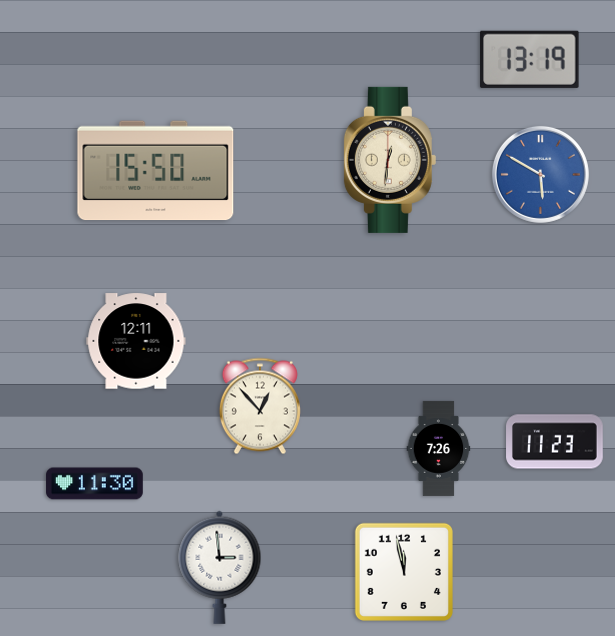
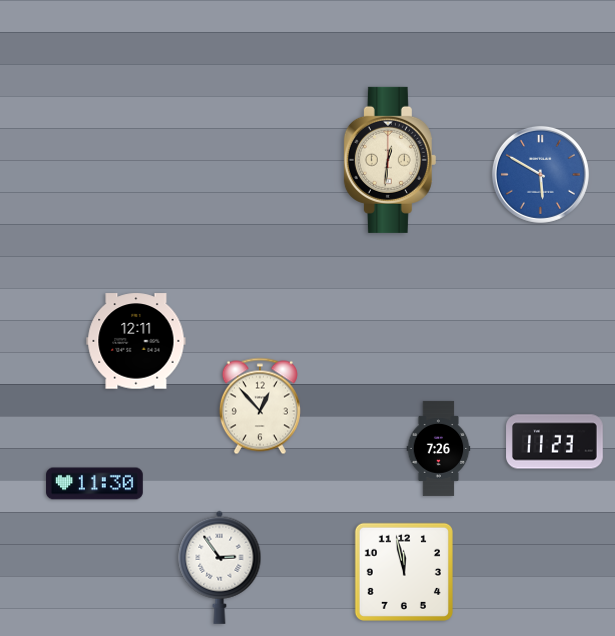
clock at (530, 59): 13:19 -> none
clock at (156, 171): 15:50 -> none
clock at (220, 567): 2:59 -> 2:54
